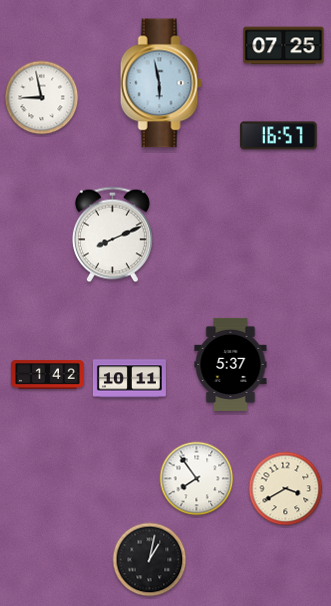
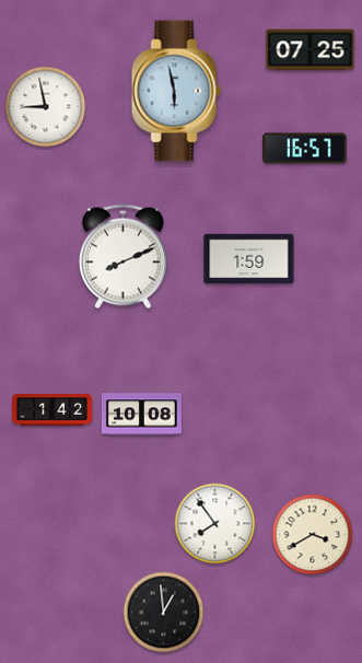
clock at (249, 259): none -> 1:59
clock at (231, 364): 5:37 -> none
clock at (129, 379): 10:11 -> 10:08
clock at (150, 560): 1:02 -> 12:59
